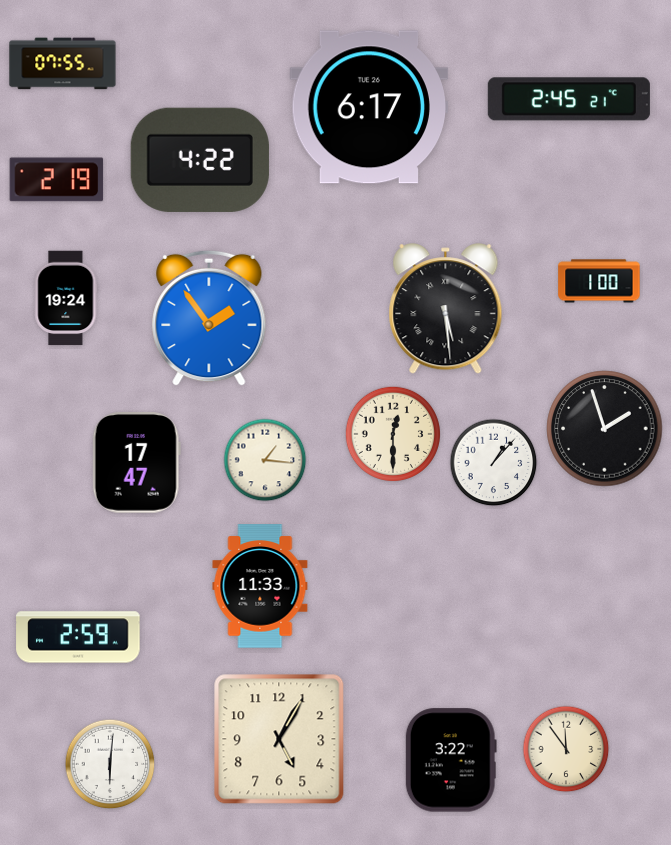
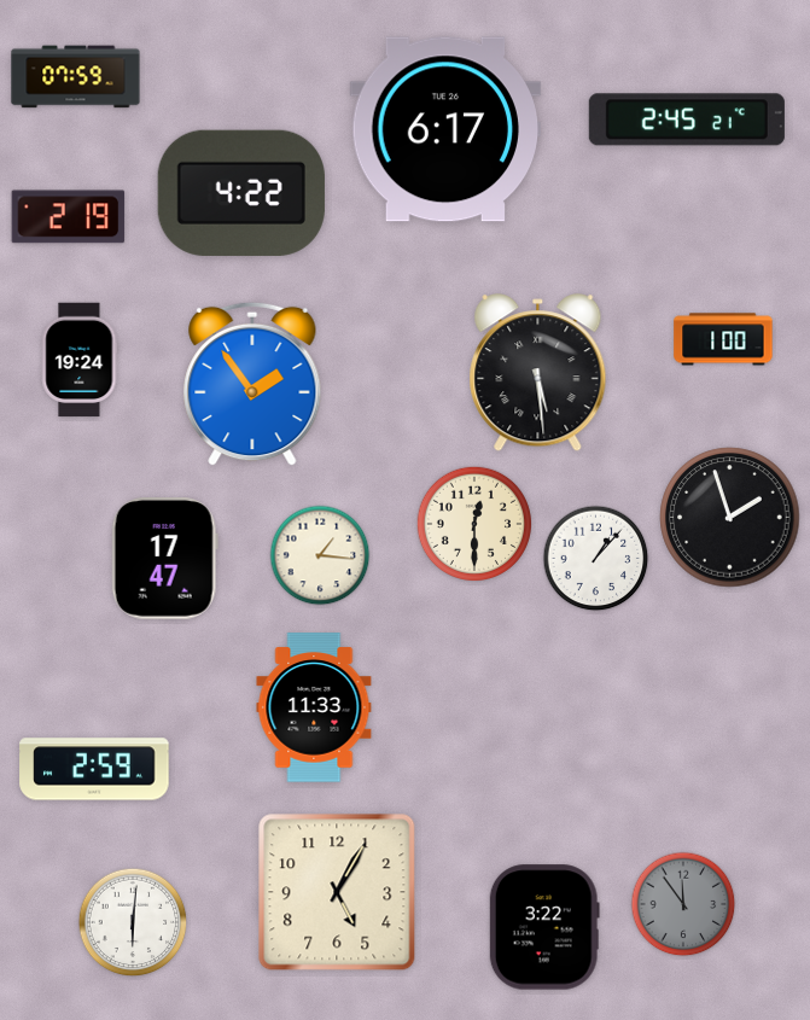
clock at (63, 64): 07:55 -> 07:59
clock at (566, 749) dial: cream -> grey
clock at (451, 760) position: (451, 760) -> (544, 927)
